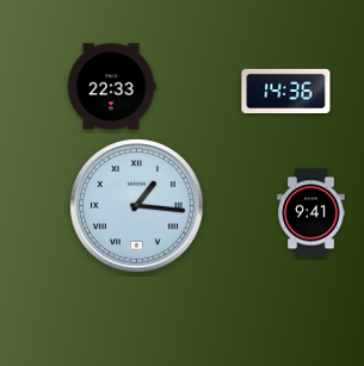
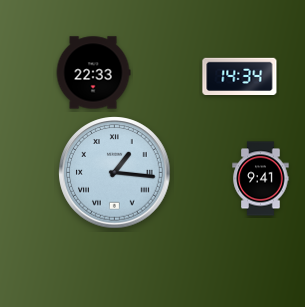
clock at (286, 91): 14:36 -> 14:34
